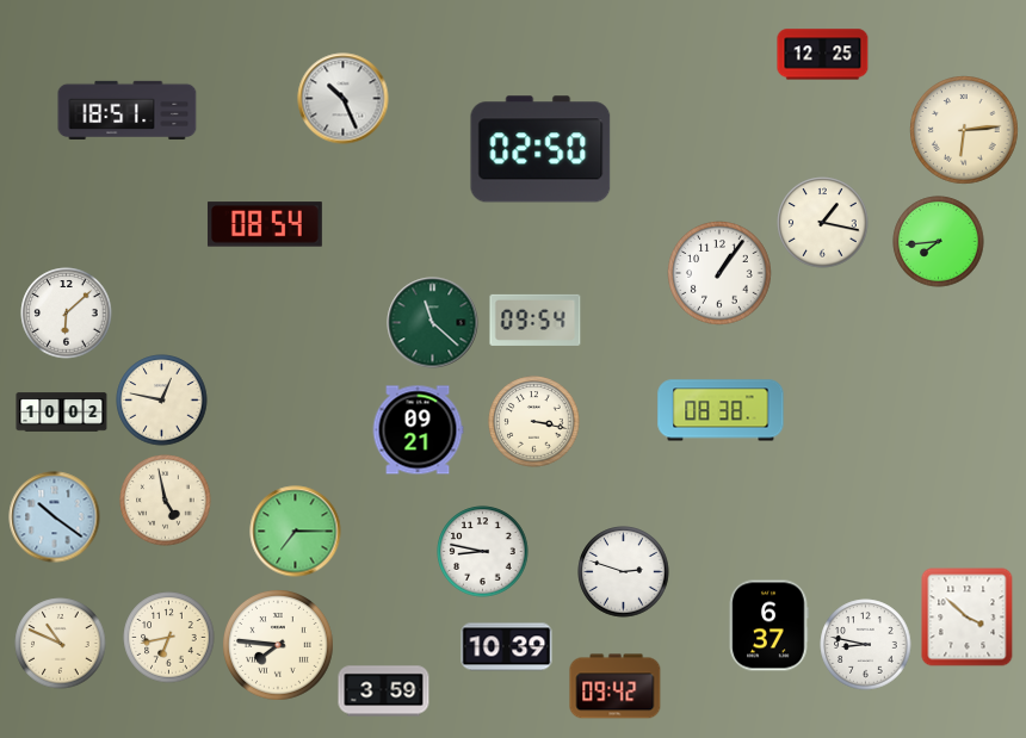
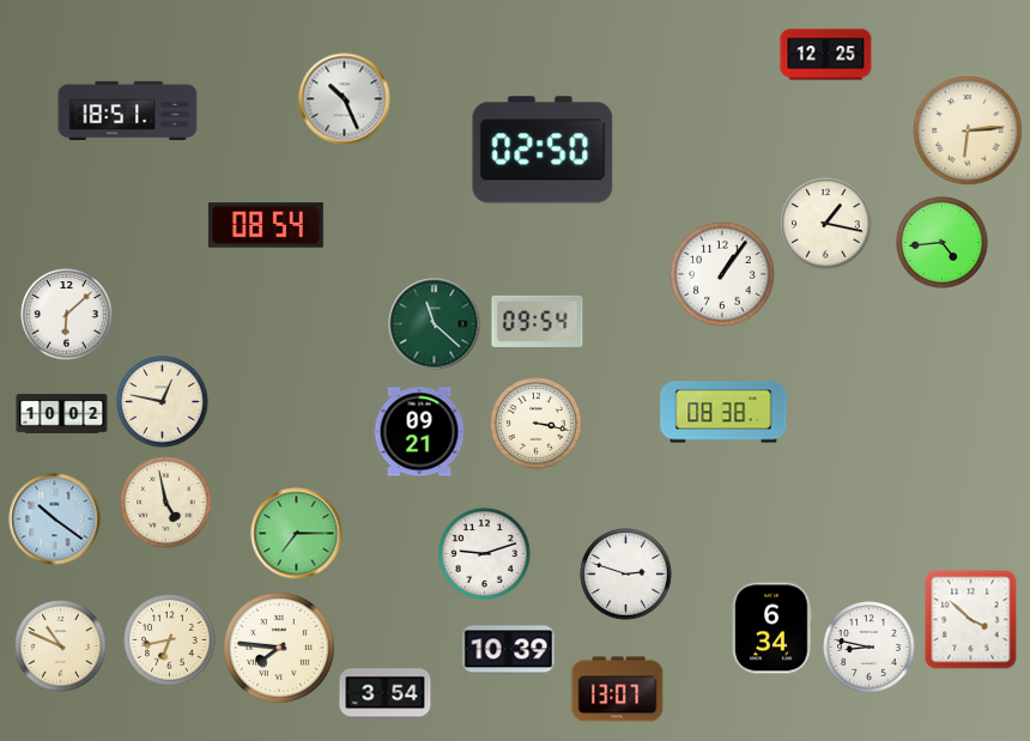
clock at (939, 242): 7:44 -> 4:44
clock at (483, 552): 8:47 -> 9:12
clock at (768, 626): 6:37 -> 6:34
clock at (616, 687): 09:42 -> 13:07
clock at (384, 692): 3:59 -> 3:54
